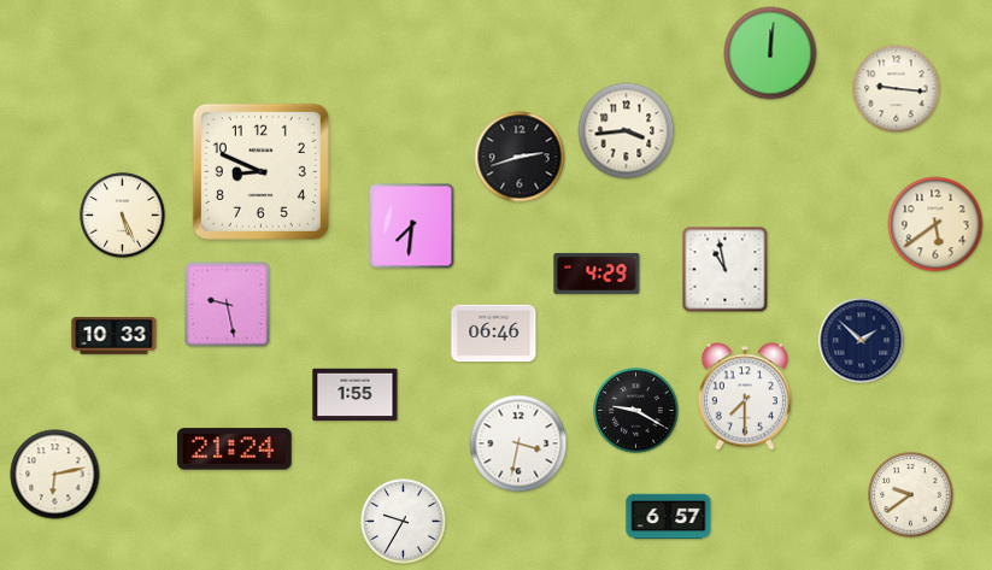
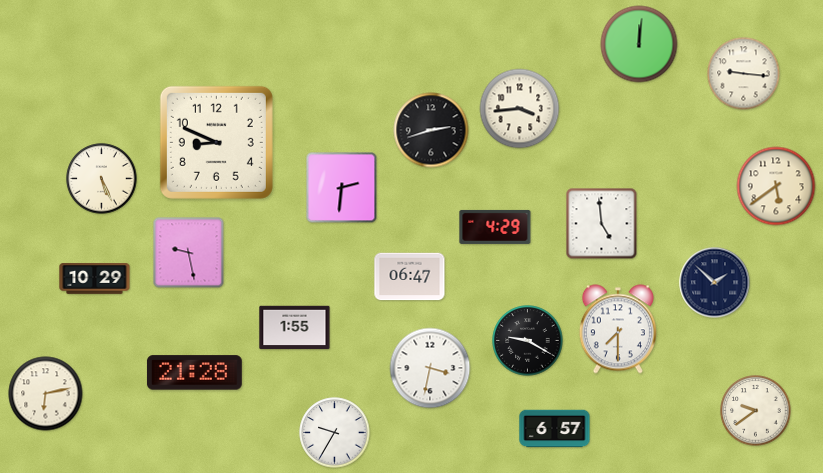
clock at (412, 227): 7:31 -> 2:31
clock at (726, 270): 10:58 -> 4:59
clock at (494, 334): 06:46 -> 06:47
clock at (115, 336): 10:33 -> 10:29
clock at (235, 449): 21:24 -> 21:28
